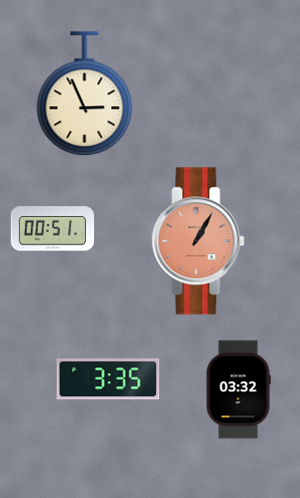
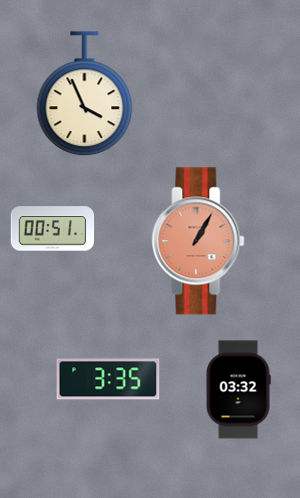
clock at (85, 94): 2:56 -> 3:56
